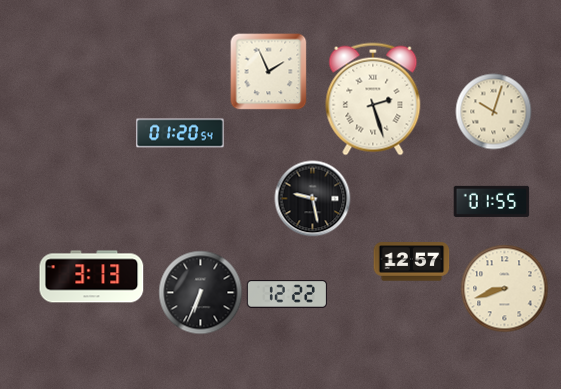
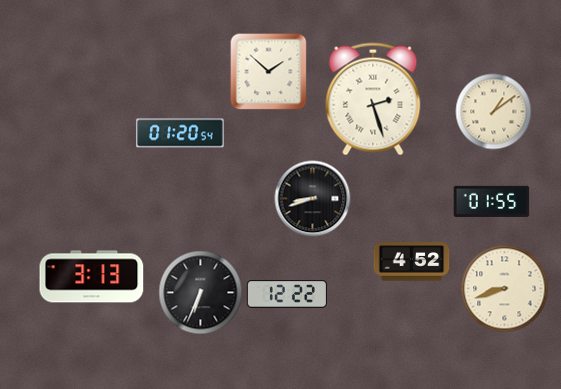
clock at (269, 72): 1:56 -> 1:52
clock at (494, 112): 10:03 -> 1:09
clock at (313, 199): 9:28 -> 8:42
clock at (412, 262): 12:57 -> 4:52
